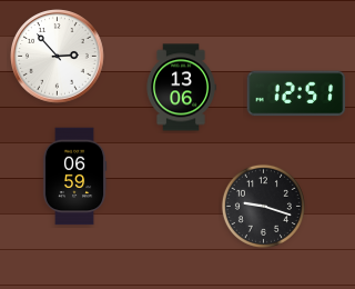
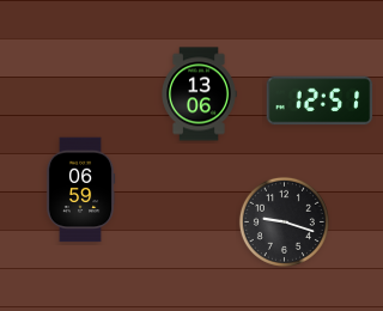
clock at (58, 57): 2:53 -> none
clock at (181, 88) position: (181, 88) -> (199, 94)
